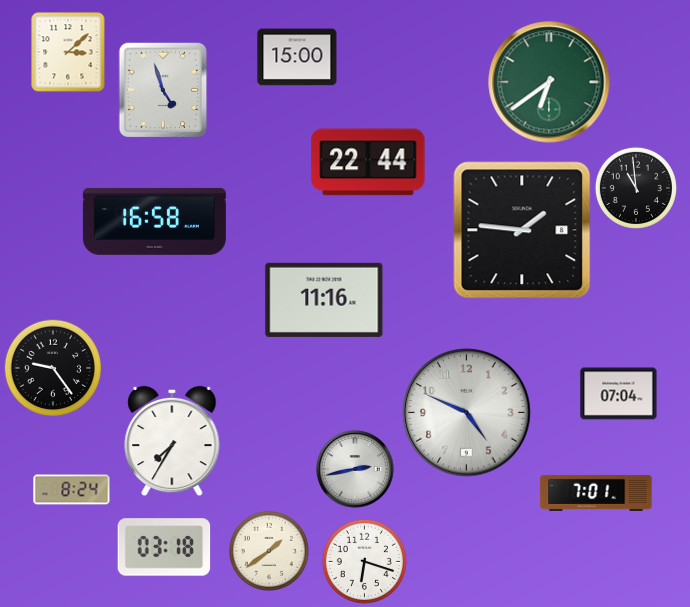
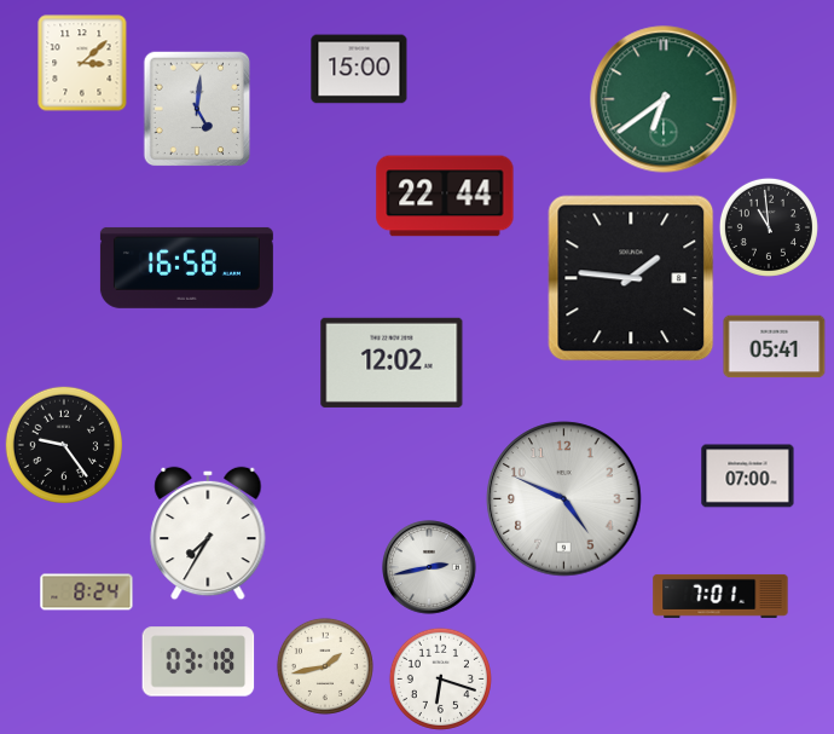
clock at (163, 90): 4:57 -> 5:01
clock at (775, 347): none -> 05:41
clock at (324, 300): 11:16 -> 12:02
clock at (619, 394): 07:04 -> 07:00
clock at (269, 551): 1:39 -> 1:43
